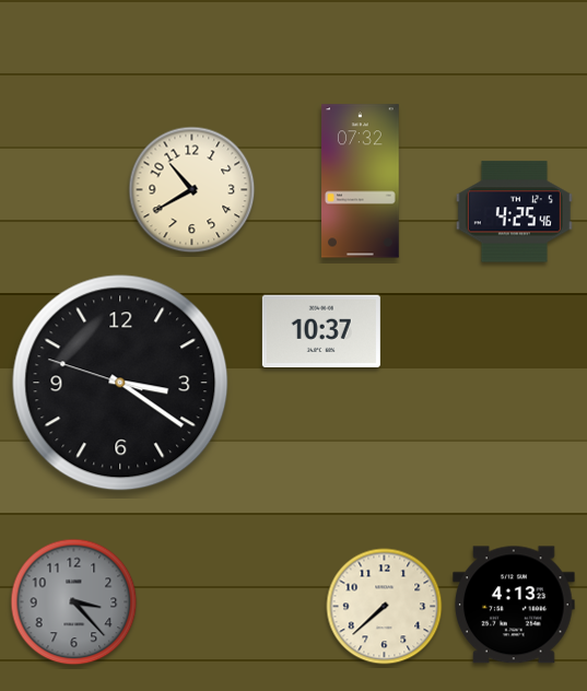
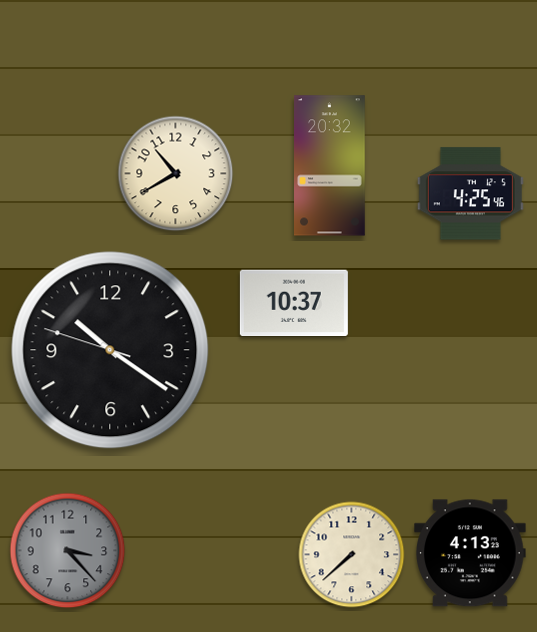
clock at (361, 181): 07:32 -> 20:32
clock at (120, 383): 3:20 -> 10:20
